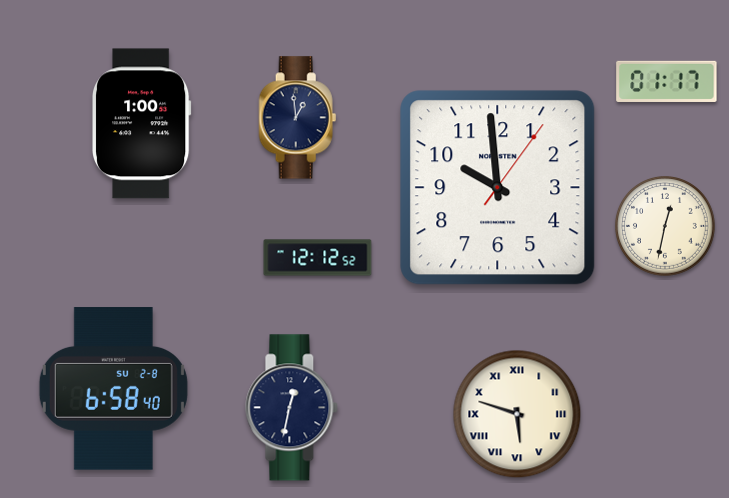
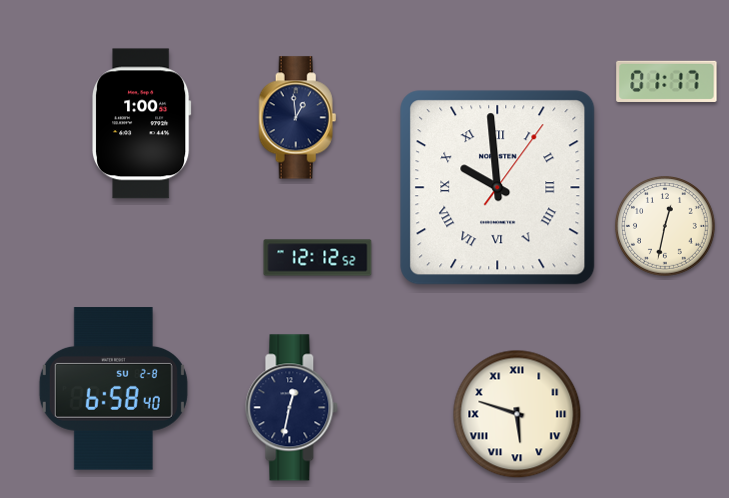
clock at (498, 188) numerals: Arabic -> Roman
